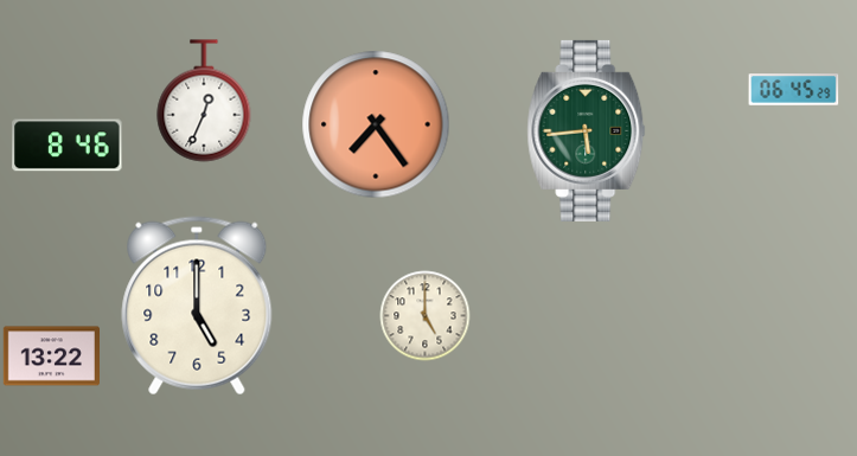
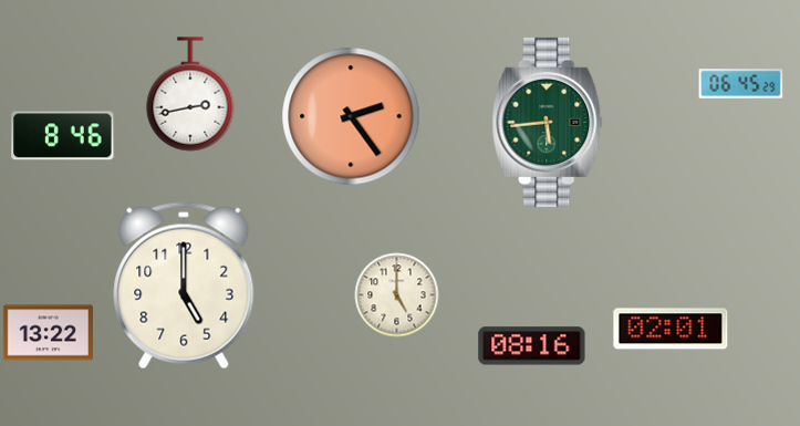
clock at (204, 101): 12:34 -> 2:43
clock at (376, 124): 7:24 -> 2:24
clock at (671, 329): none -> 02:01
clock at (532, 346): none -> 08:16
